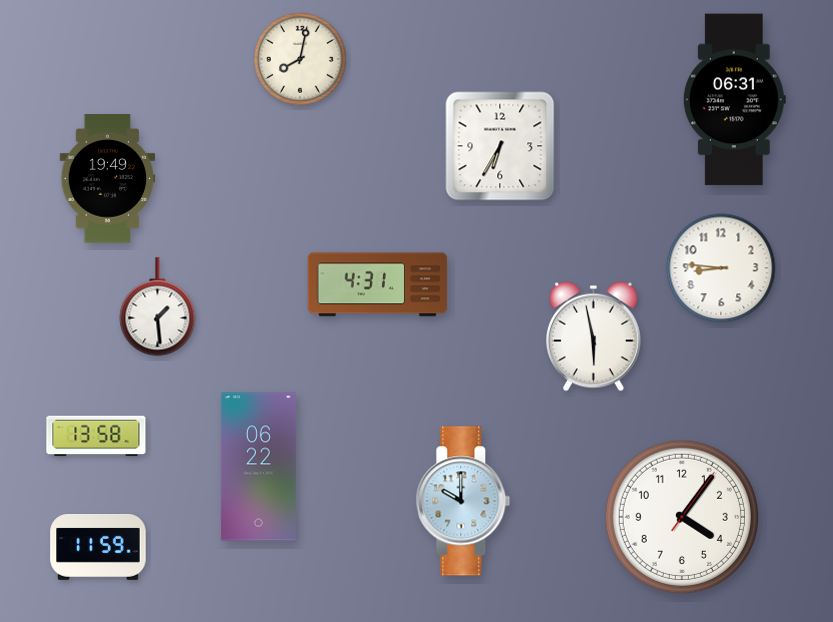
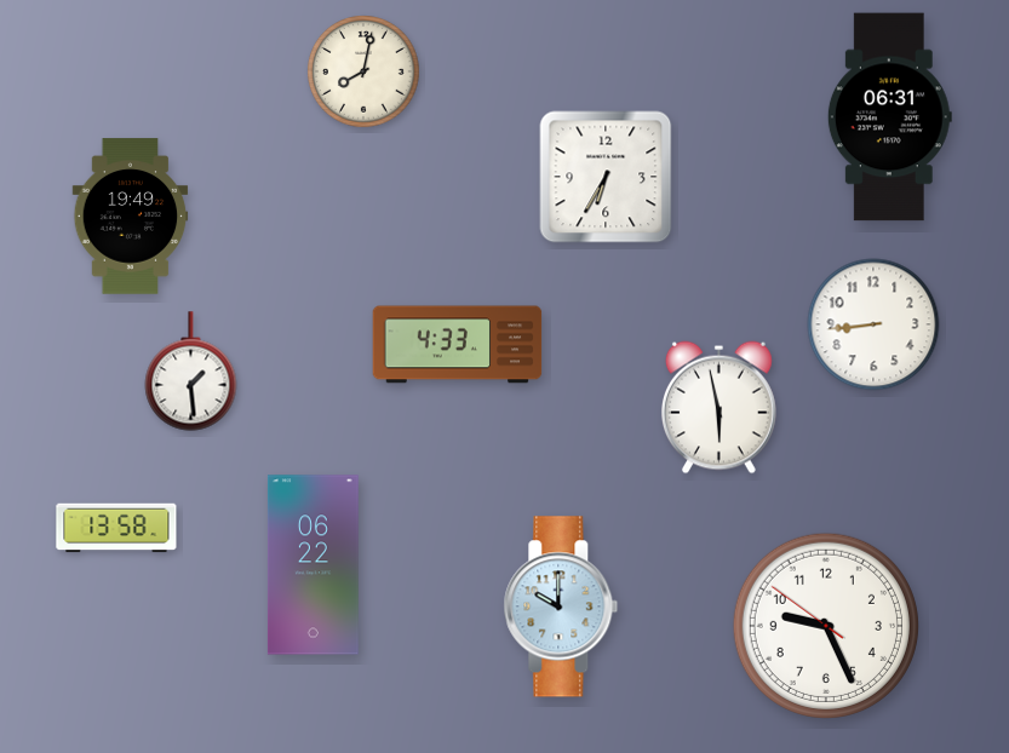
clock at (734, 100) position: (734, 100) -> (889, 117)
clock at (721, 268): 8:46 -> 8:44
clock at (378, 285): 4:31 -> 4:33
clock at (682, 517): 4:06 -> 9:25
clock at (98, 548): 11:59 -> none
